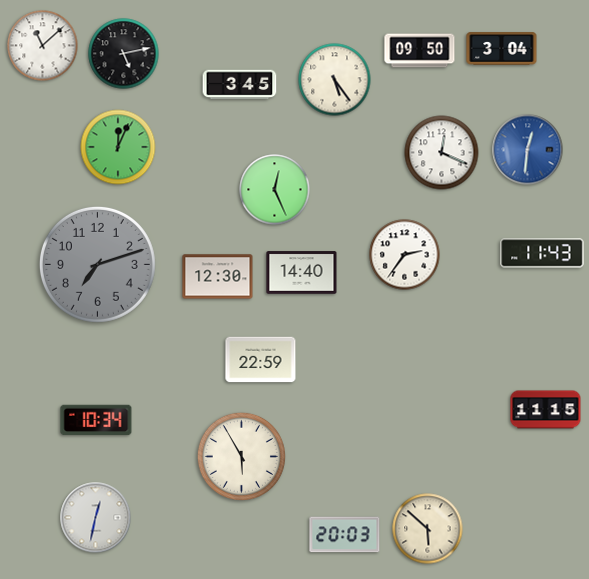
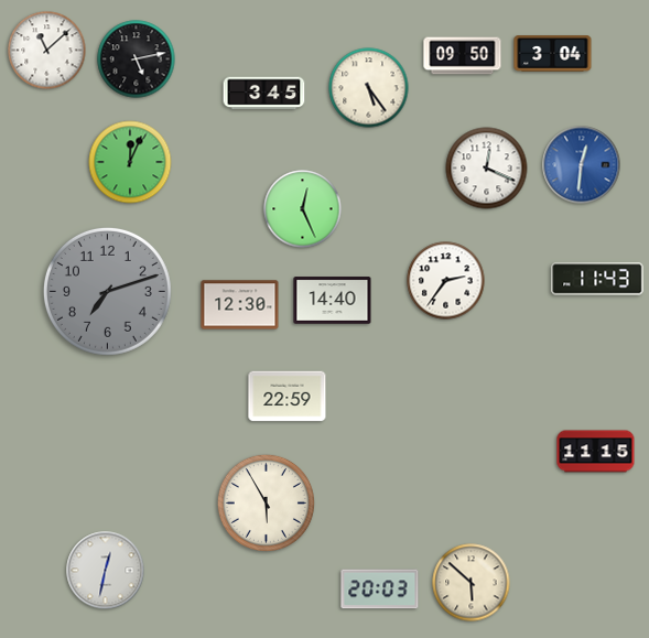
clock at (546, 410) position: (546, 410) -> (596, 452)
clock at (96, 420): 10:34 -> none
